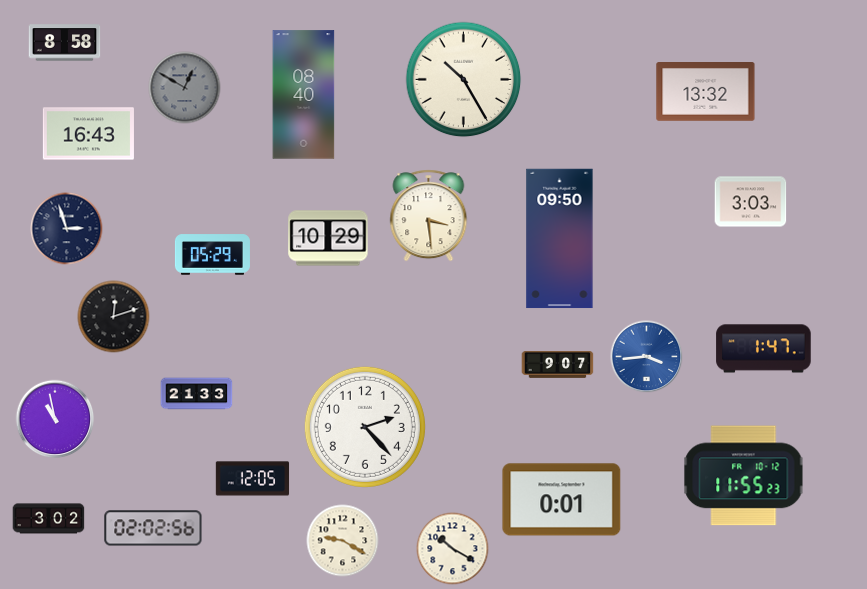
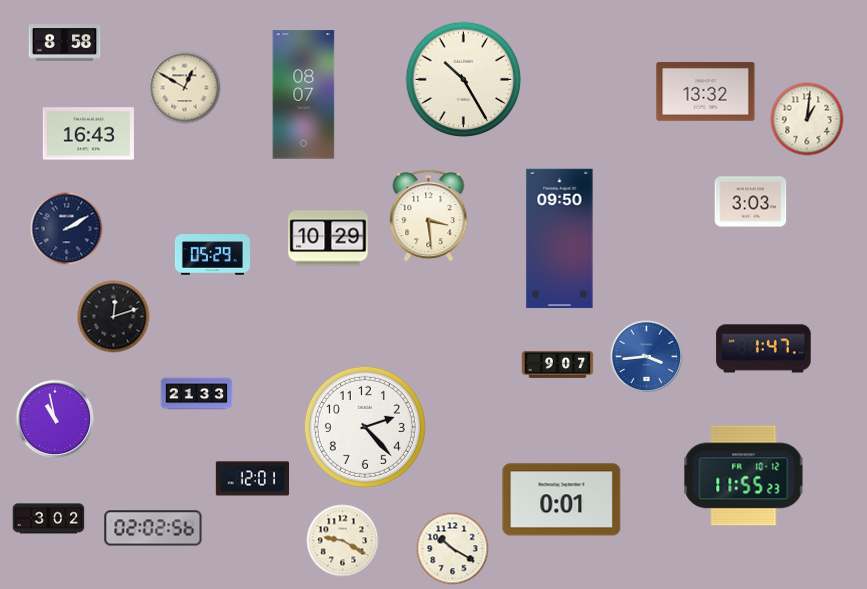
clock at (185, 88) dial: grey -> cream
clock at (304, 95): 08:40 -> 08:07
clock at (807, 119): none -> 1:01
clock at (67, 229): 2:57 -> 2:10
clock at (253, 479): 12:05 -> 12:01
